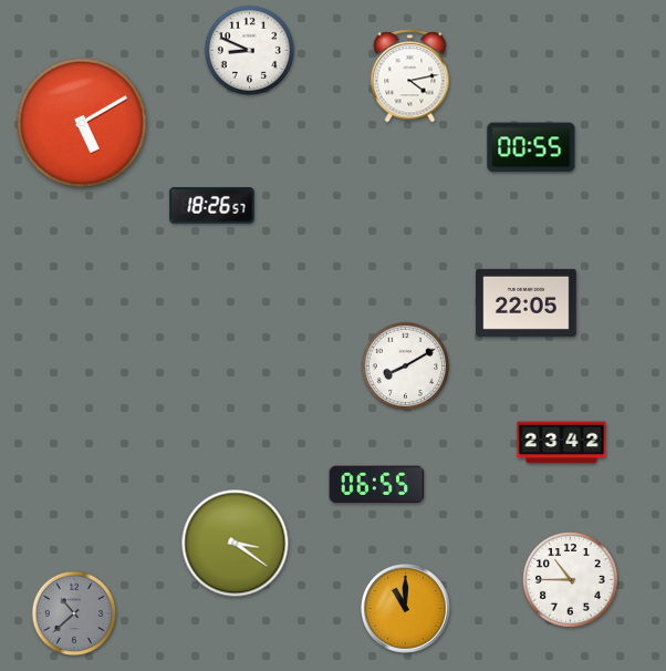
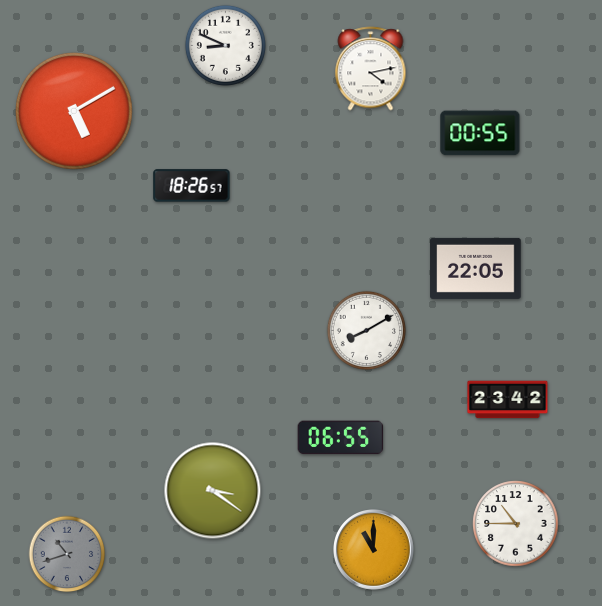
clock at (527, 302) position: (527, 302) -> (476, 268)
clock at (406, 609) position: (406, 609) -> (374, 550)
clock at (74, 613): 10:38 -> 10:42
